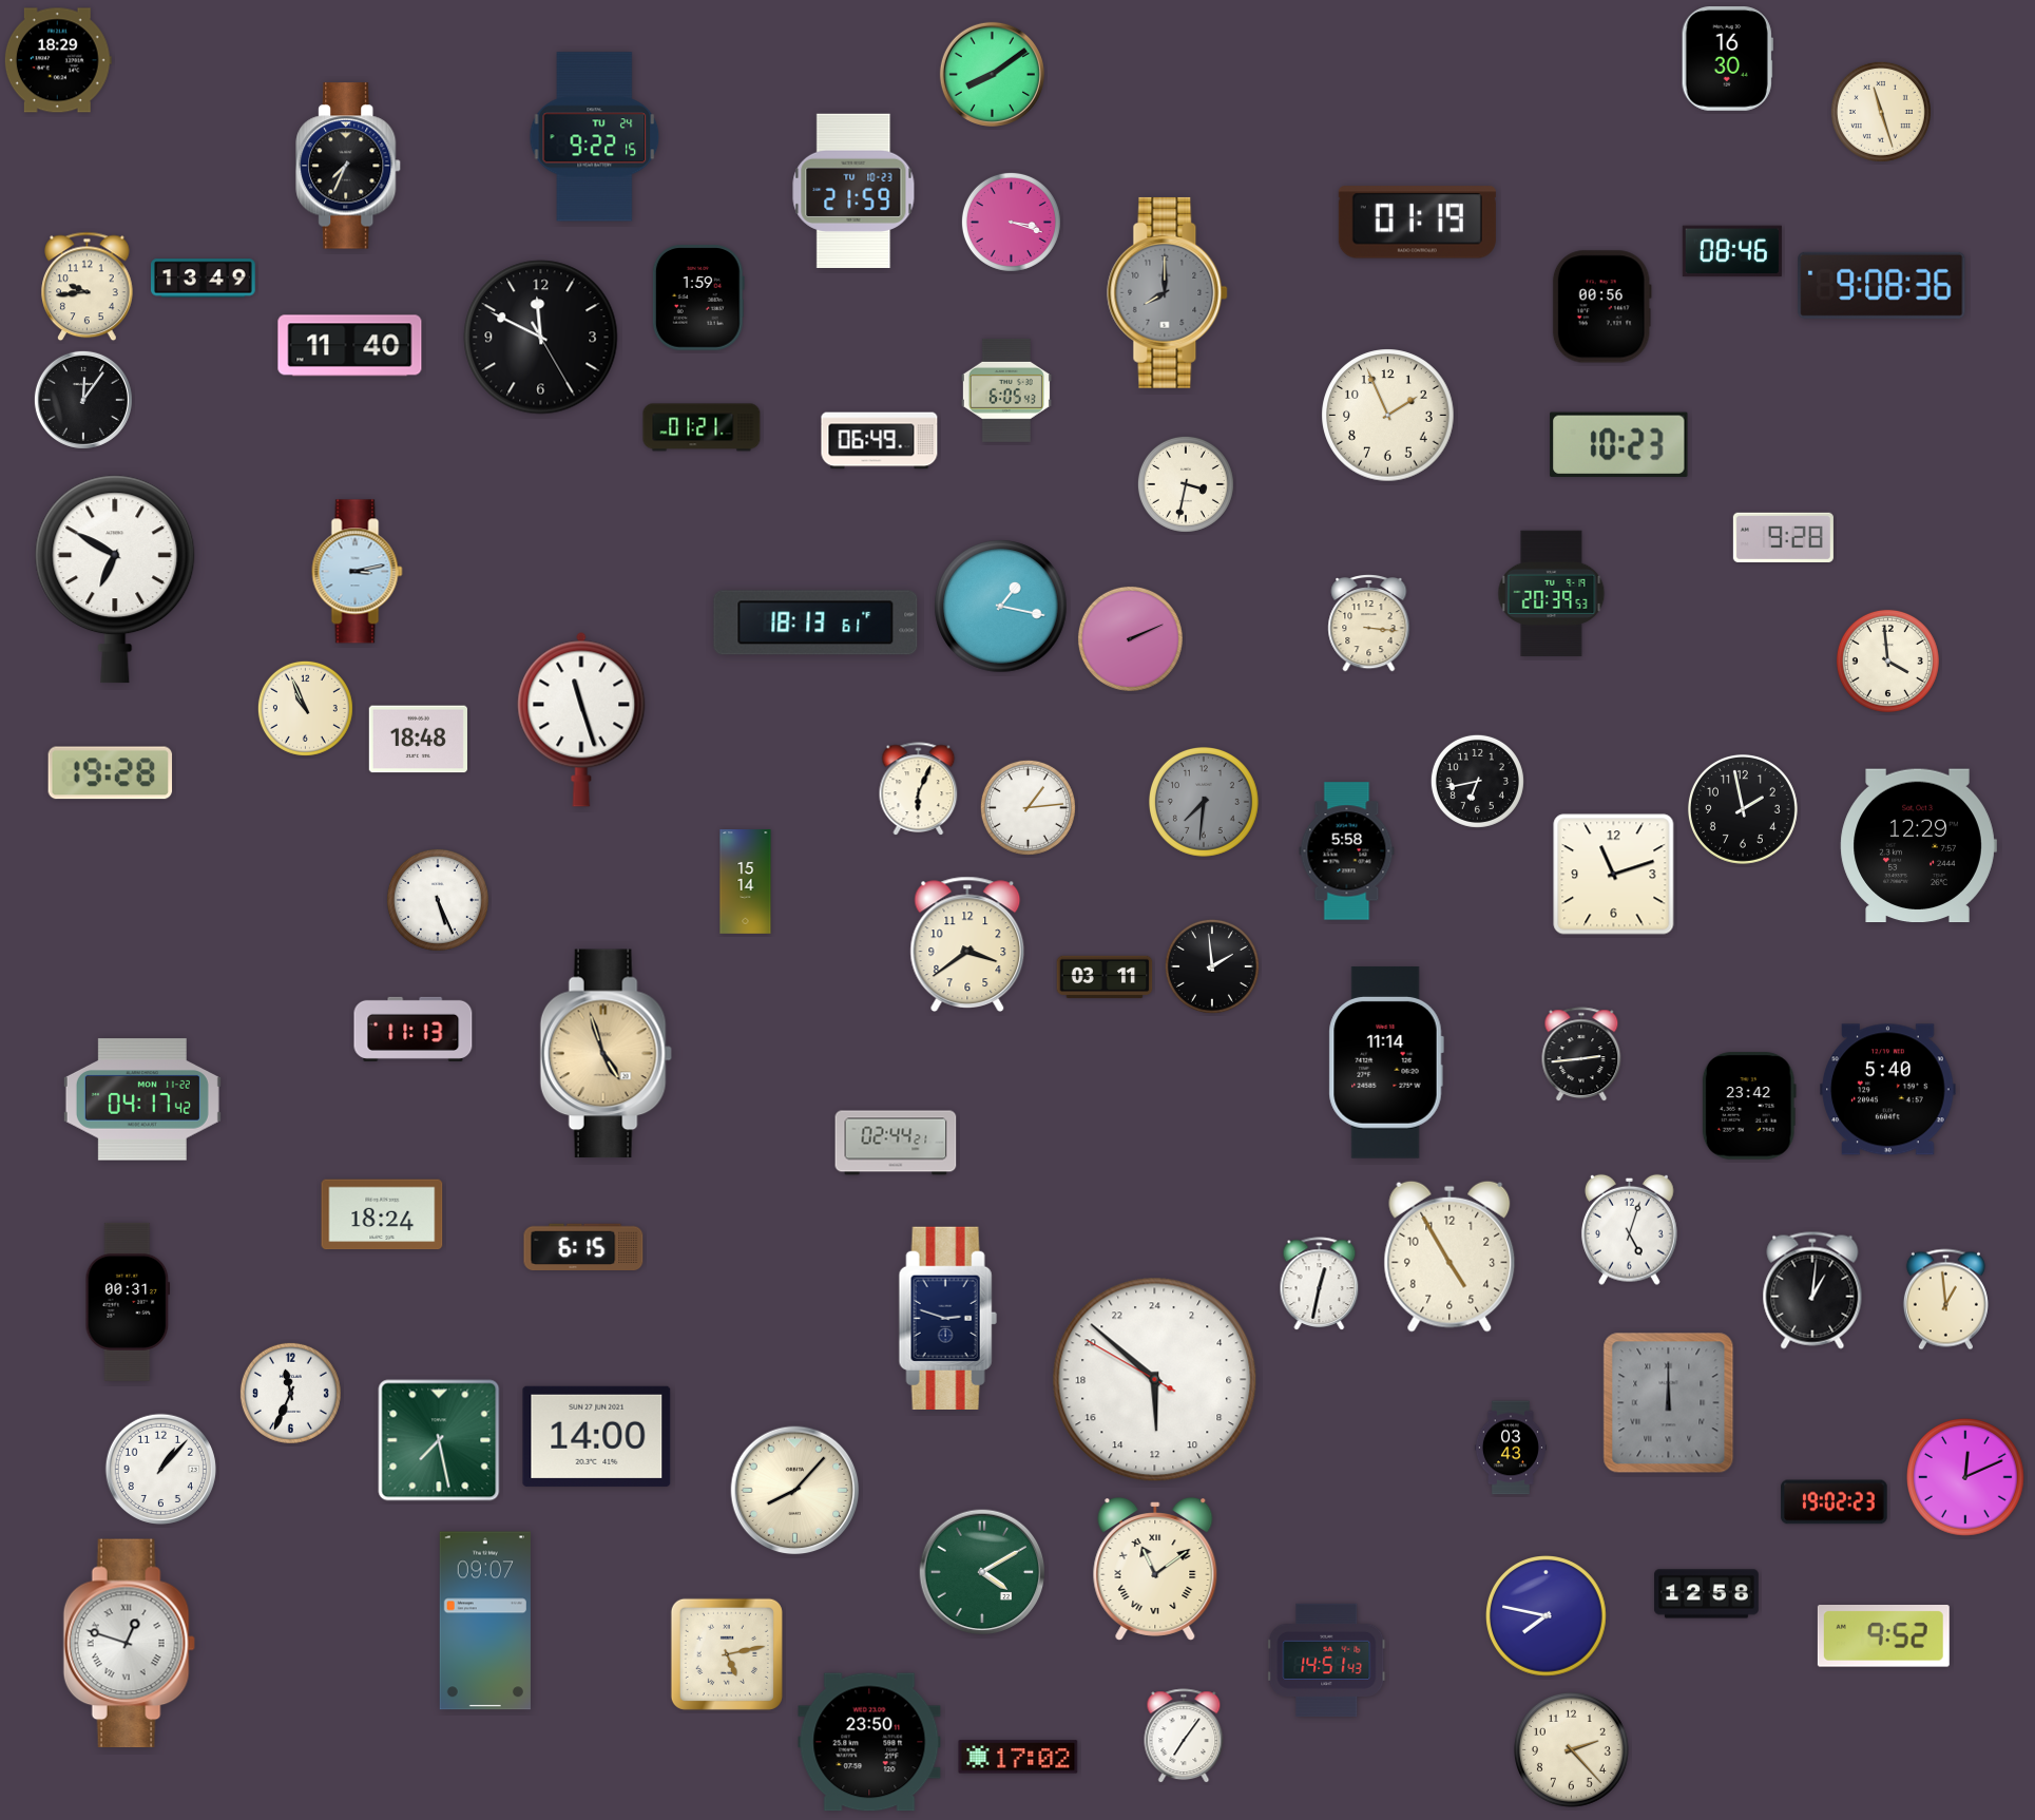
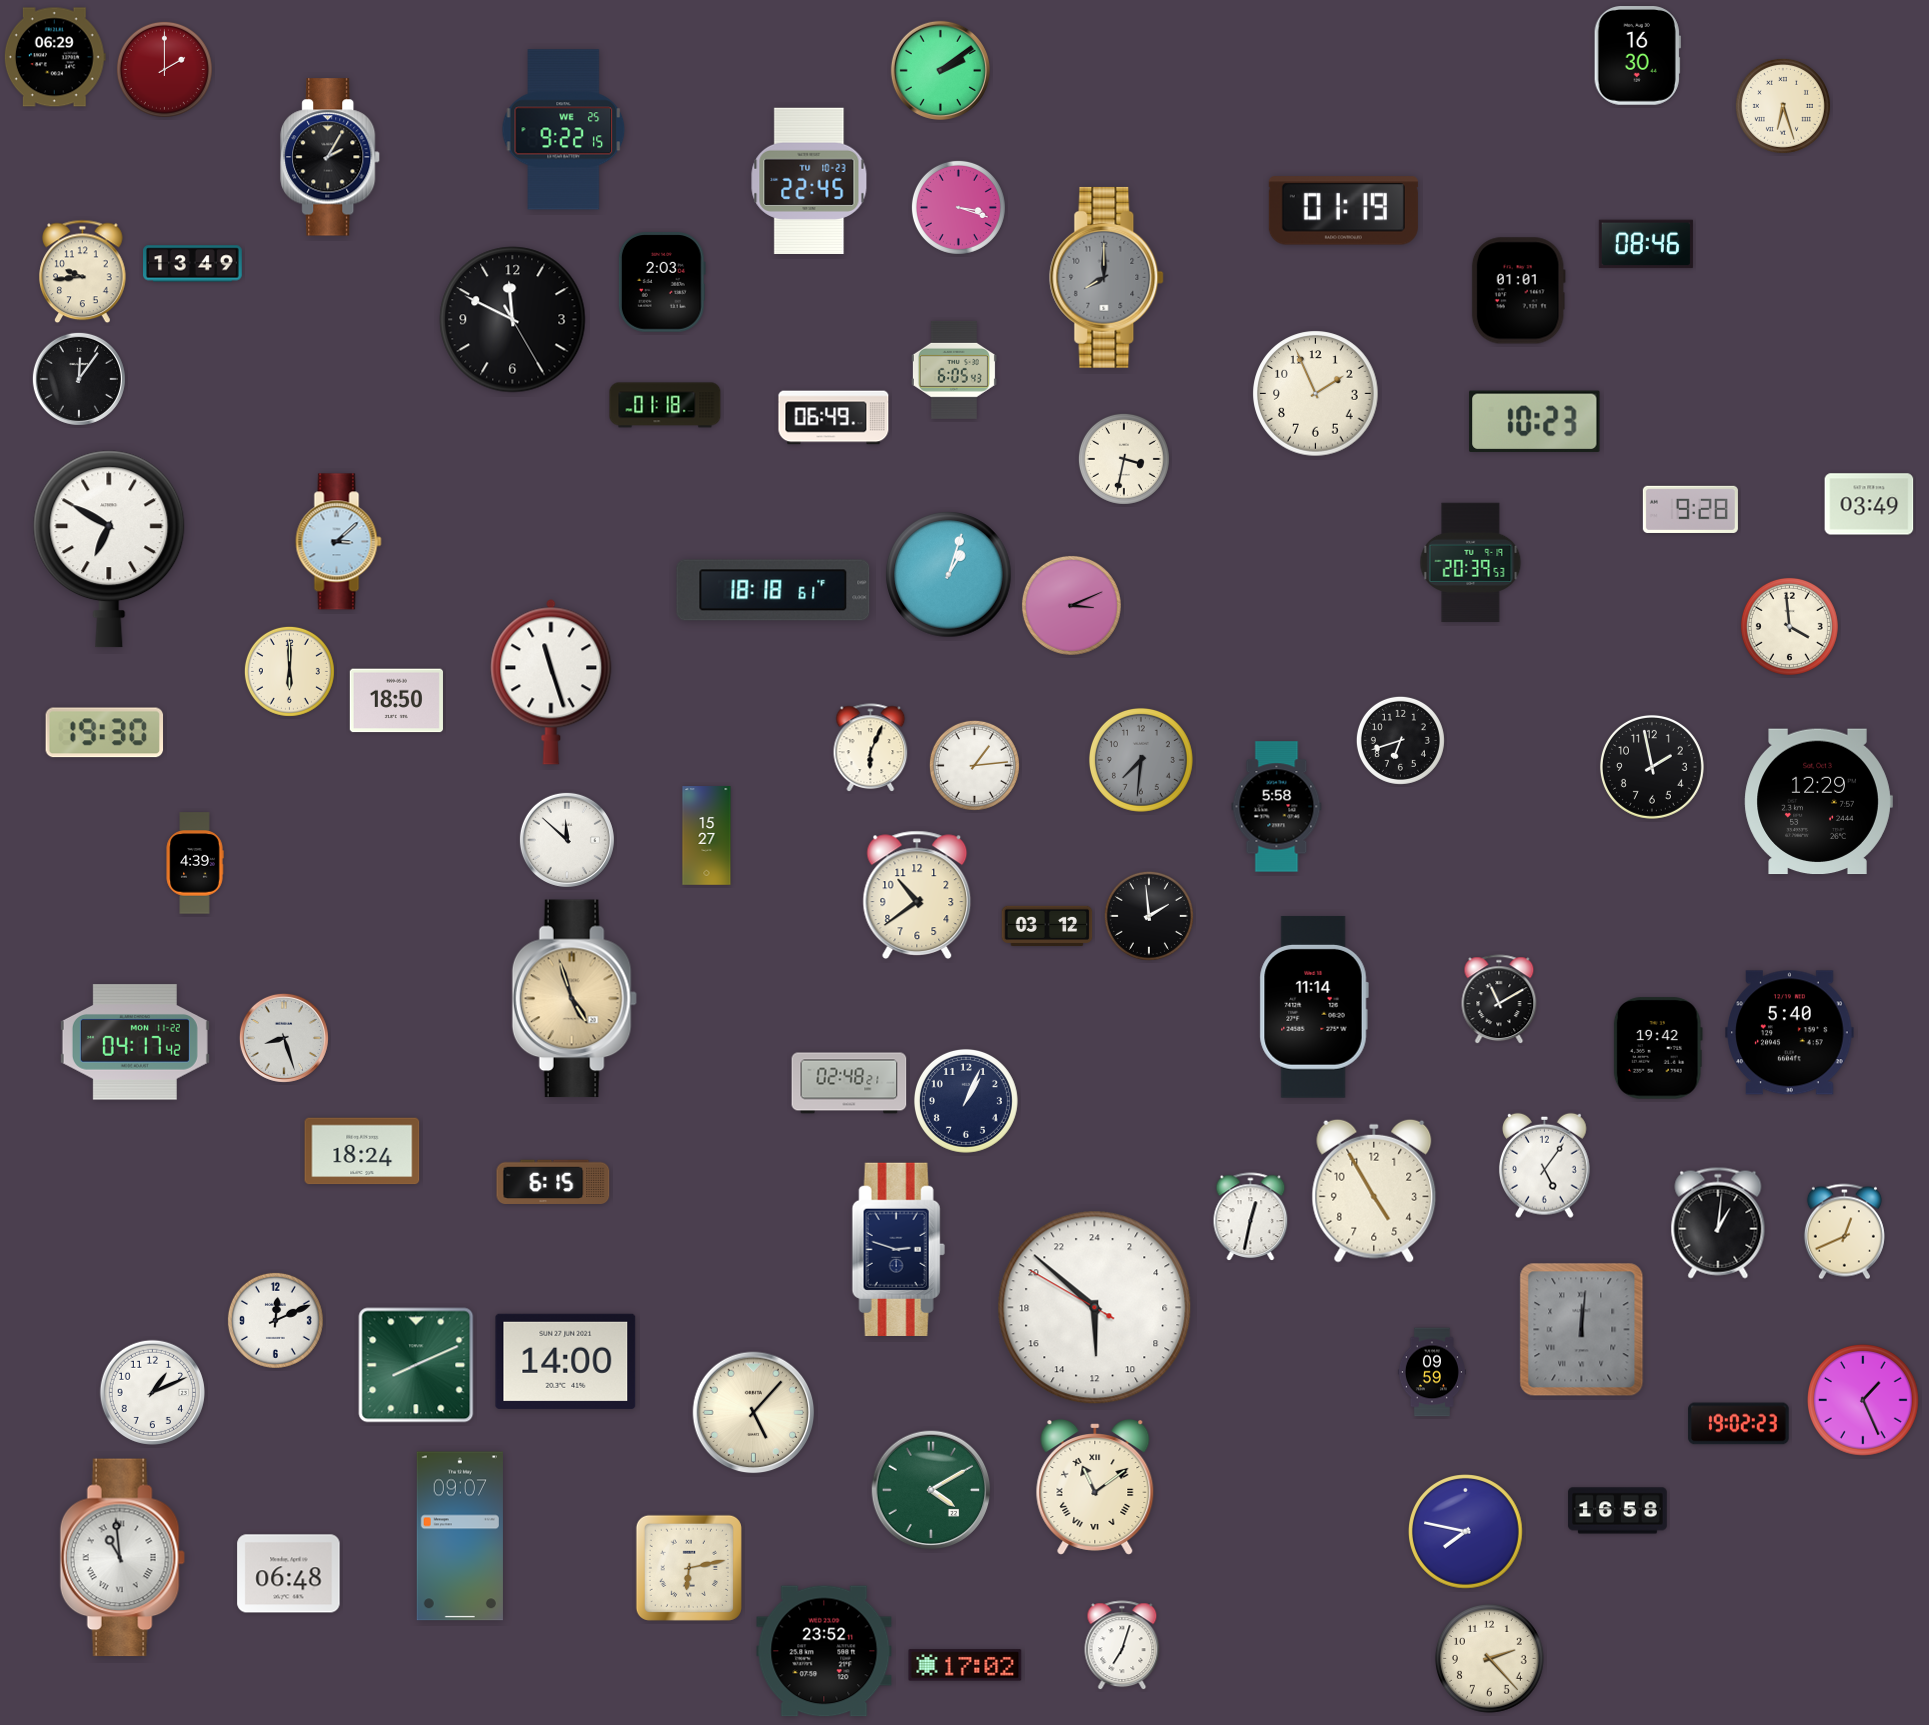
clock at (58, 60): 18:29 -> 06:29
clock at (164, 69): none -> 2:00
clock at (992, 74): 8:09 -> 2:09
clock at (1881, 112): 11:27 -> 6:27
clock at (595, 137) date: TU 24 -> WE 25
clock at (349, 166): 7:34 -> 2:05
clock at (853, 190): 21:59 -> 22:45
clock at (1011, 222) position: (1011, 222) -> (958, 207)
clock at (1732, 251) position: (1732, 251) -> (1646, 244)
clock at (1882, 285): 9:08 -> none
clock at (698, 298): 1:59 -> 2:03
clock at (1601, 307): 00:56 -> 01:01
clock at (350, 346): 11:40 -> none
clock at (702, 427): 01:21 -> 01:18
clock at (1869, 504): none -> 03:49
clock at (358, 572): 3:13 -> 3:08
clock at (1001, 607): 1:17 -> 1:03
clock at (815, 622): 18:13 -> 18:18
clock at (1369, 624): 3:16 -> none
clock at (1130, 638): 2:11 -> 3:11
clock at (305, 708): 10:56 -> 6:00
clock at (418, 740): 18:48 -> 18:50
clock at (111, 773): 19:28 -> 19:30
clock at (1477, 781): 6:43 -> 6:42
clock at (1614, 875): 11:12 -> none
clock at (746, 882): 15:14 -> 15:27
clock at (567, 840): none -> 11:52
clock at (438, 900): 5:26 -> none
clock at (195, 863): none -> 4:39
clock at (967, 943): 3:39 -> 10:39
clock at (1105, 977): 03:11 -> 03:12
clock at (414, 1029): 11:13 -> none
clock at (1581, 1055): 2:44 -> 11:10
clock at (284, 1038): none -> 8:27
clock at (1749, 1106): 23:42 -> 19:42
clock at (896, 1143): 02:44 -> 02:48
clock at (966, 1101): none -> 1:04
clock at (1630, 1229): 5:03 -> 5:06
clock at (1945, 1300): 12:59 -> 12:41
clock at (128, 1302): 00:31 -> none
clock at (290, 1393): 11:34 -> 12:11
clock at (1669, 1403): 12:00 -> 12:01
clock at (439, 1440): 7:28 -> 8:11
clock at (1511, 1448): 03:43 -> 09:59
clock at (160, 1469): 1:07 -> 1:11
clock at (1966, 1478): 12:11 -> 1:26
clock at (795, 1491): 8:07 -> 5:07
clock at (1707, 1594): 12:58 -> 16:58
clock at (1883, 1636): 9:52 -> none
clock at (129, 1644): 12:48 -> 10:59
clock at (727, 1654): 5:13 -> 6:13
clock at (1327, 1660): 14:51 -> none
clock at (289, 1574): none -> 06:48
clock at (1184, 1737): 7:06 -> 7:03
clock at (869, 1742): 23:50 -> 23:52
